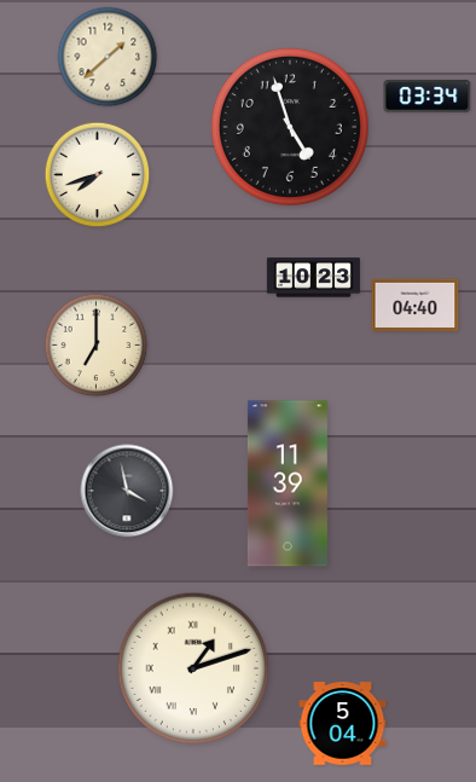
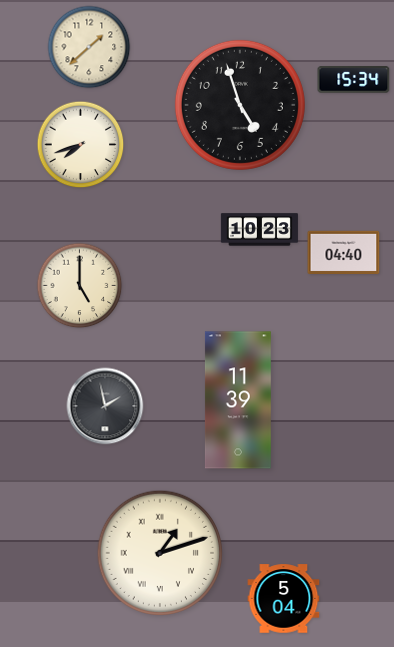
clock at (428, 97): 03:34 -> 15:34
clock at (97, 346): 7:00 -> 5:00
clock at (127, 491): 3:58 -> 1:58
